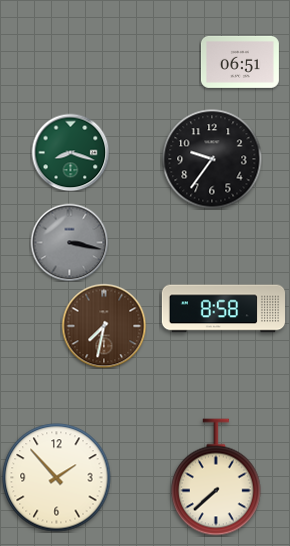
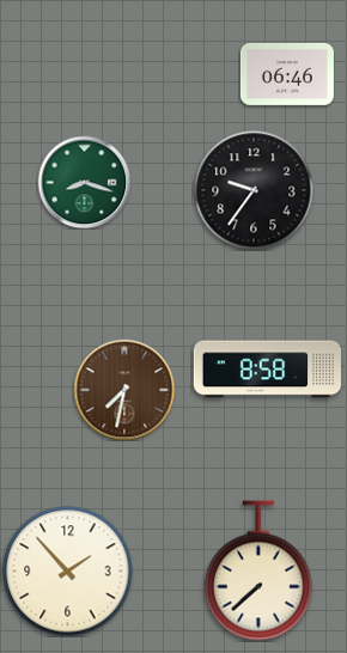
clock at (240, 62): 06:51 -> 06:46
clock at (69, 242): 3:17 -> none
